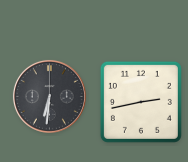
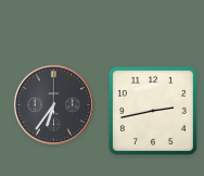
clock at (49, 96): 6:31 -> 6:36
